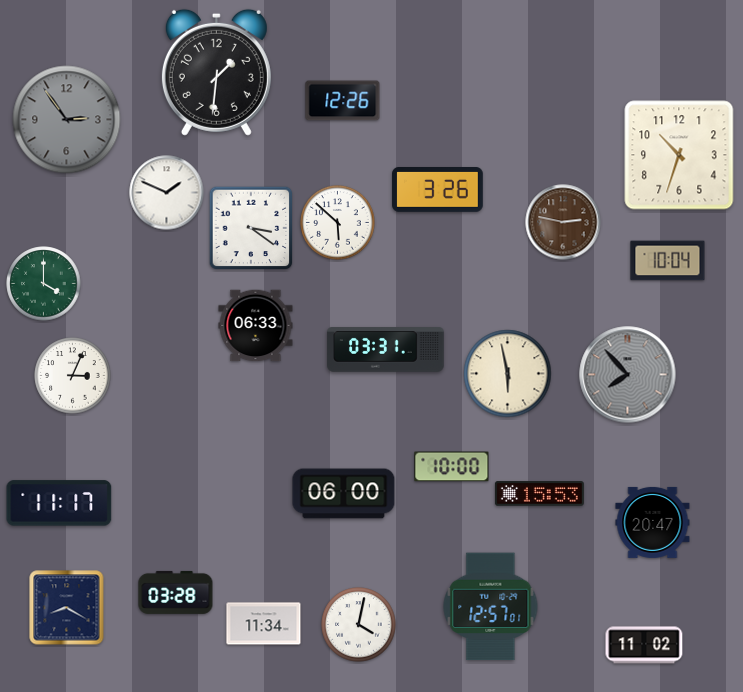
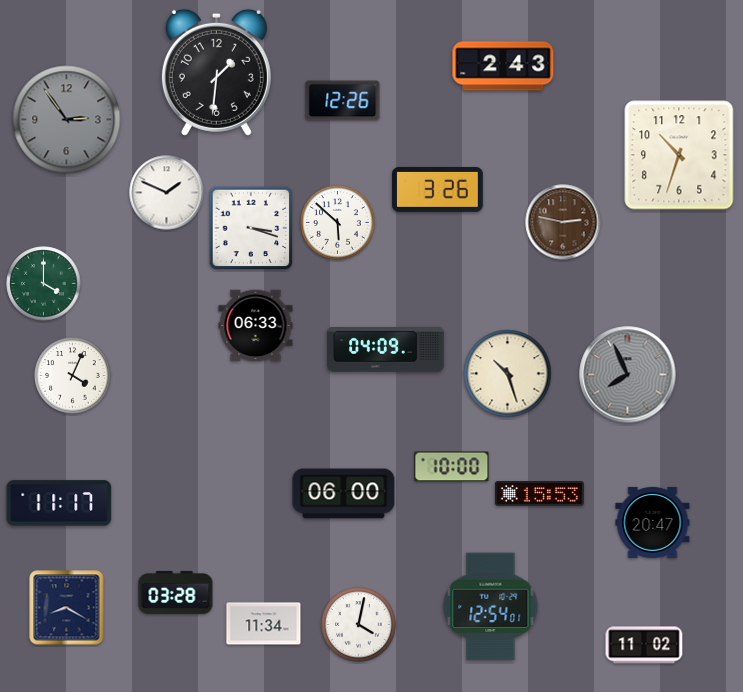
clock at (503, 66): none -> 2:43
clock at (251, 228): 3:21 -> 3:18
clock at (668, 261): 10:04 -> none
clock at (386, 350): 03:31 -> 04:09
clock at (508, 374): 5:58 -> 10:27
clock at (628, 375): 7:53 -> 7:56
clock at (73, 376): 3:04 -> 4:04
clock at (491, 607): 12:57 -> 12:54
